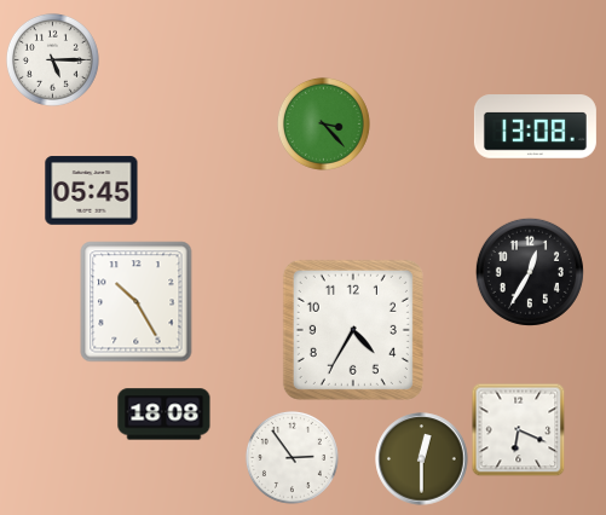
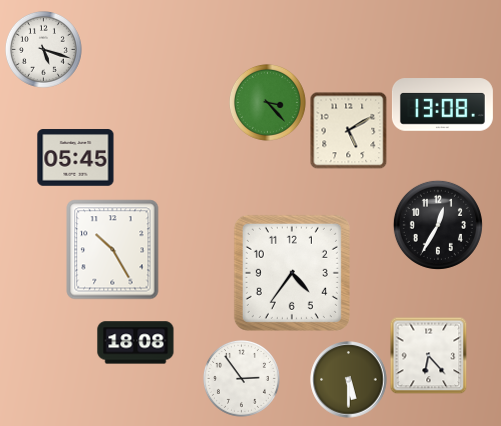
clock at (52, 59): 5:15 -> 5:18
clock at (348, 130): none -> 5:10
clock at (353, 330): 4:35 -> 4:36
clock at (518, 429): 6:19 -> 6:23
clock at (422, 459): 12:30 -> 5:30
